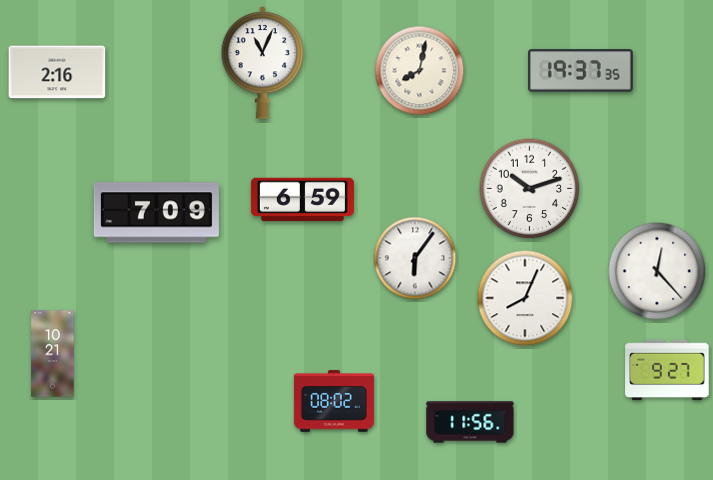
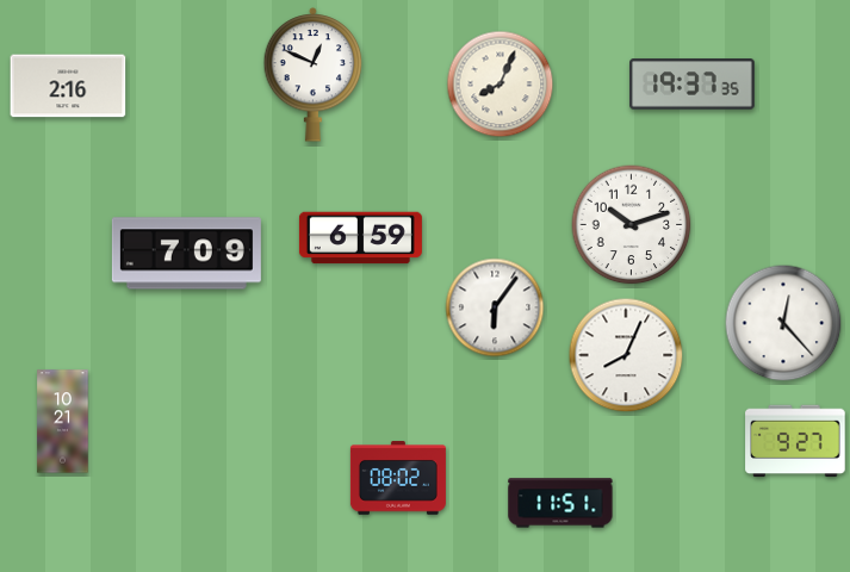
clock at (263, 63): 11:04 -> 12:49
clock at (420, 71): 8:02 -> 8:04
clock at (470, 422): 11:56 -> 11:51
